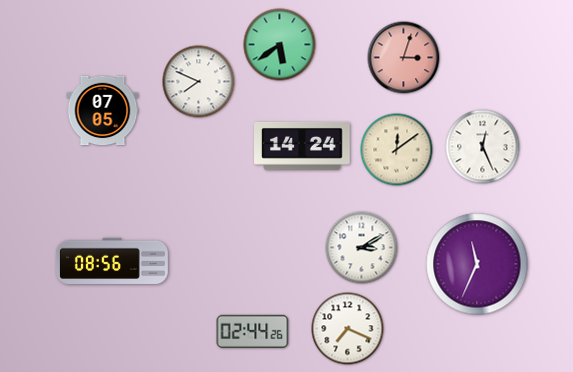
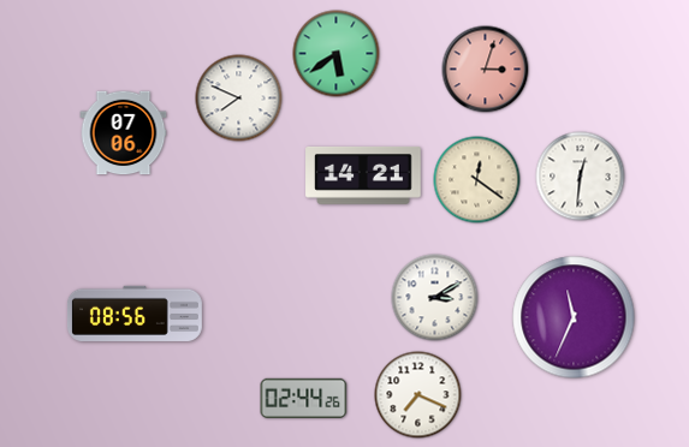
clock at (103, 111): 07:05 -> 07:06
clock at (302, 146): 14:24 -> 14:21
clock at (483, 147): 12:26 -> 12:31
clock at (397, 150): 12:09 -> 12:21
